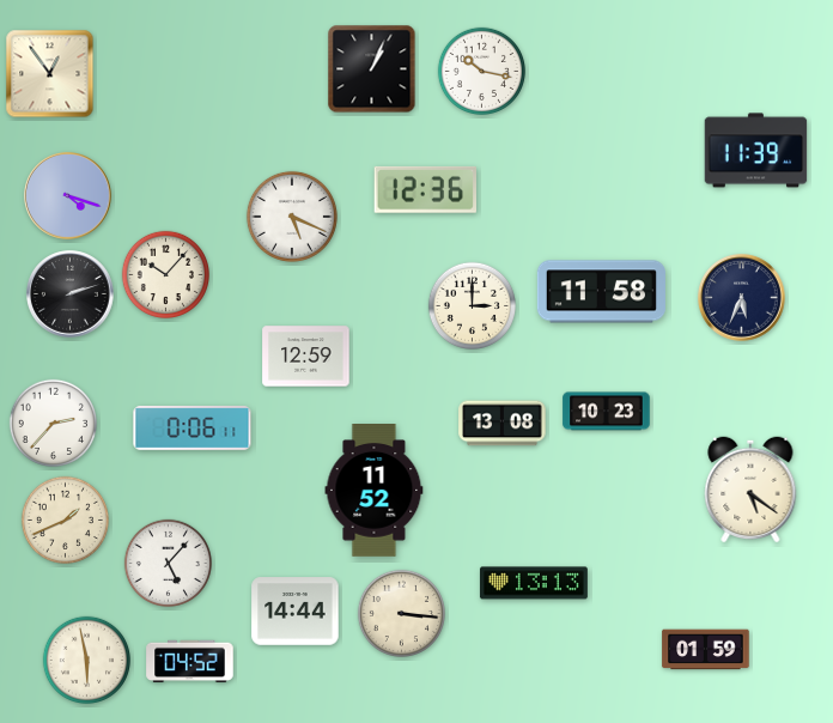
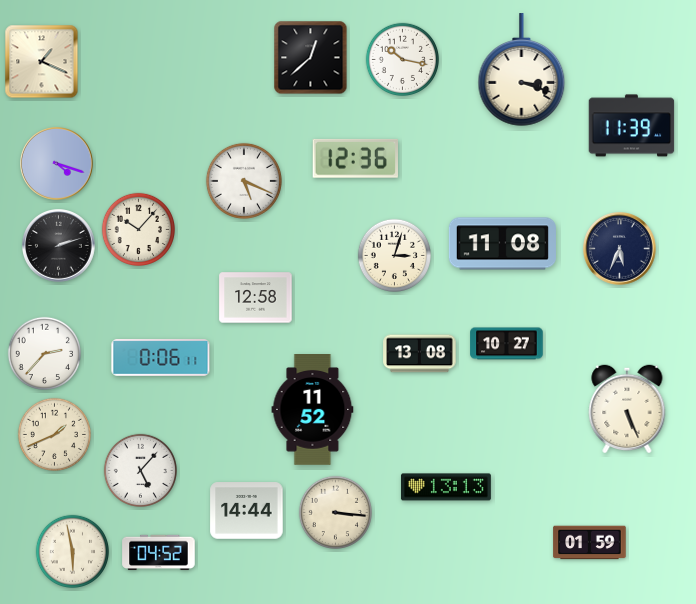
clock at (372, 69): 1:04 -> 12:38
clock at (50, 74): 12:54 -> 1:19
clock at (522, 70): none -> 3:18
clock at (601, 292): 11:58 -> 11:08
clock at (472, 305): 3:00 -> 3:03
clock at (306, 357): 12:59 -> 12:58
clock at (607, 412): 10:23 -> 10:27
clock at (750, 490): 5:21 -> 5:26
